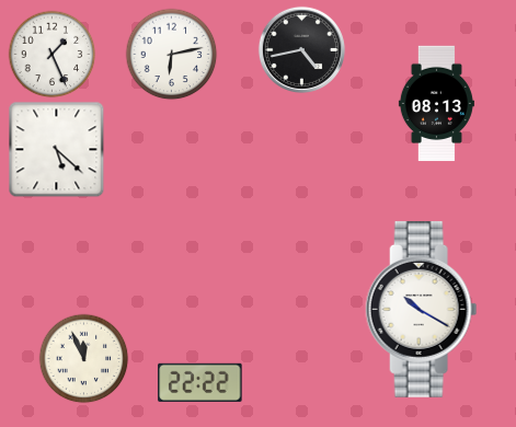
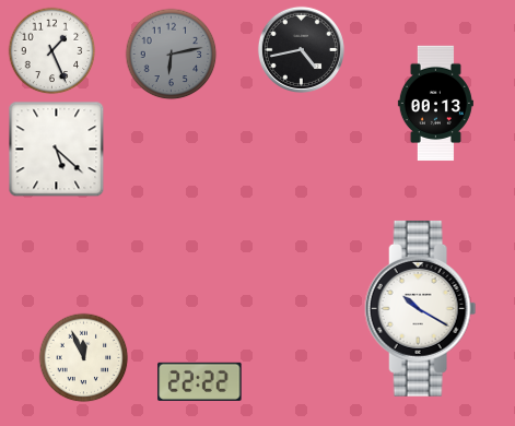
clock at (51, 54) position: (51, 54) -> (51, 50)
clock at (171, 54) dial: white -> grey
clock at (436, 104): 08:13 -> 00:13
